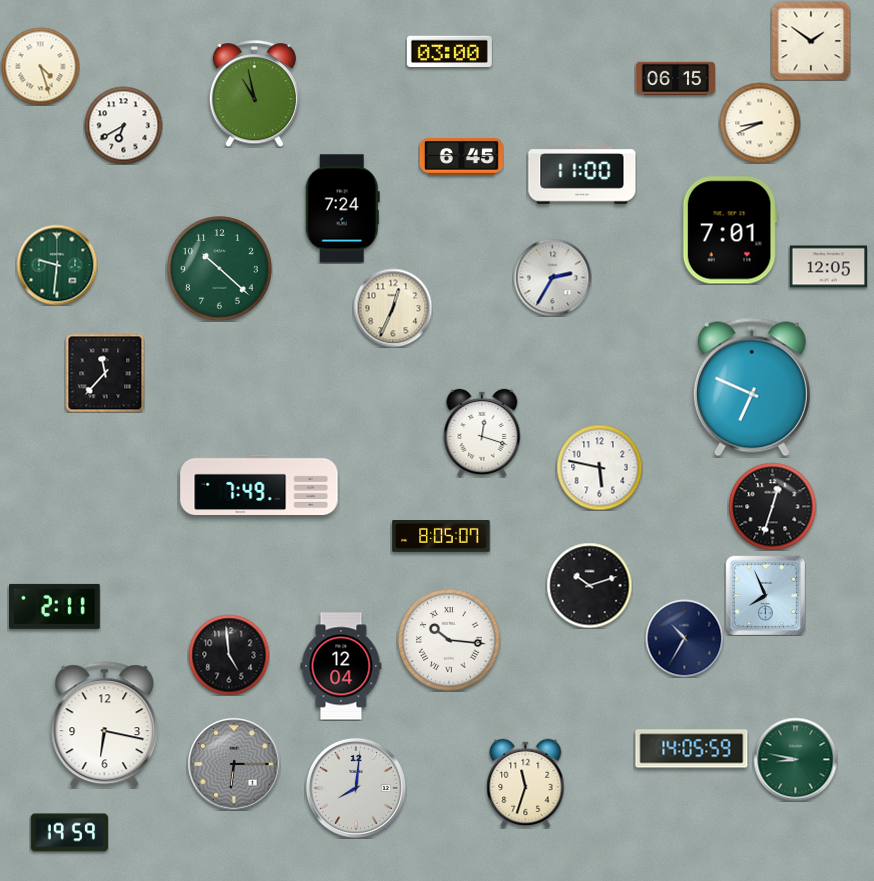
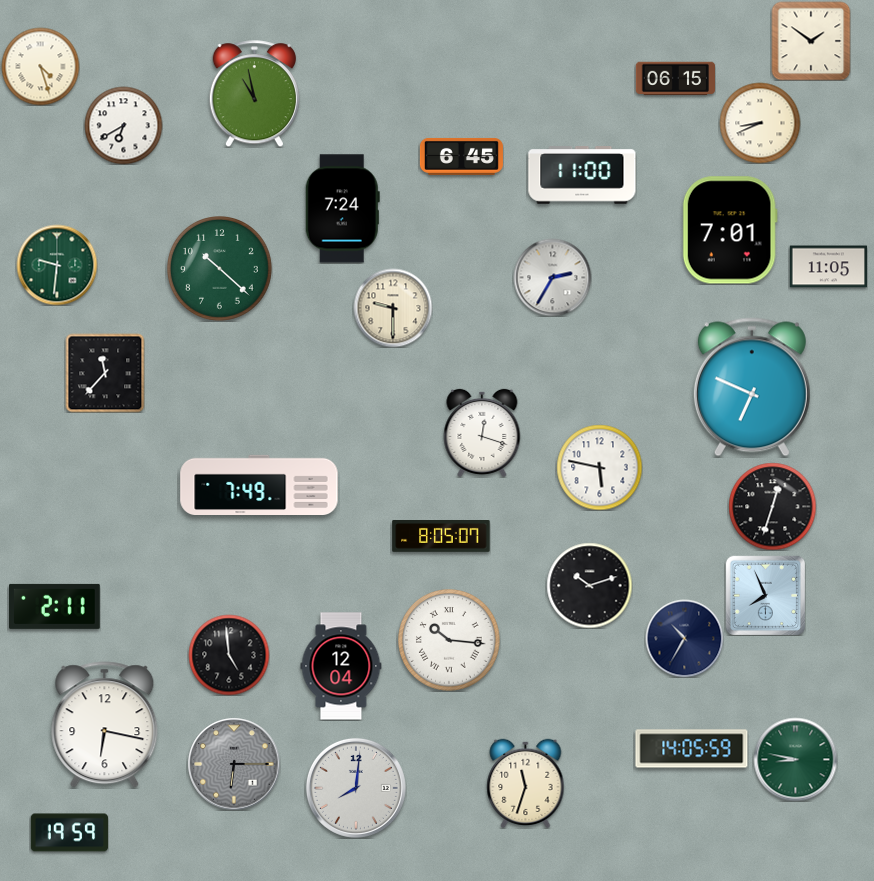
clock at (449, 52): 03:00 -> none
clock at (828, 267): 12:05 -> 11:05
clock at (393, 308): 12:34 -> 9:30
